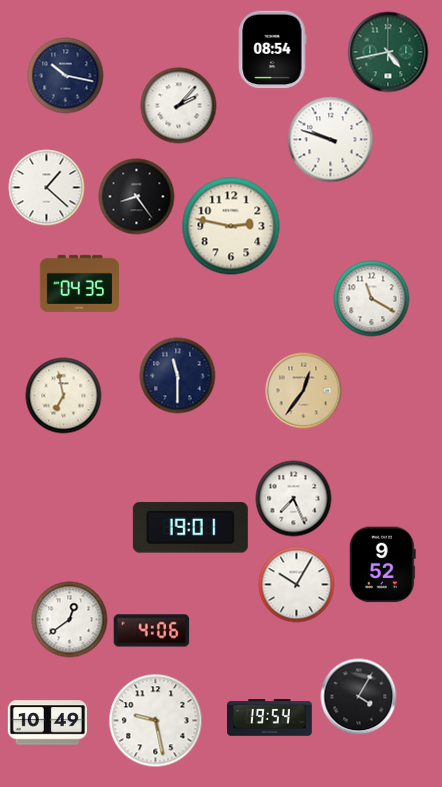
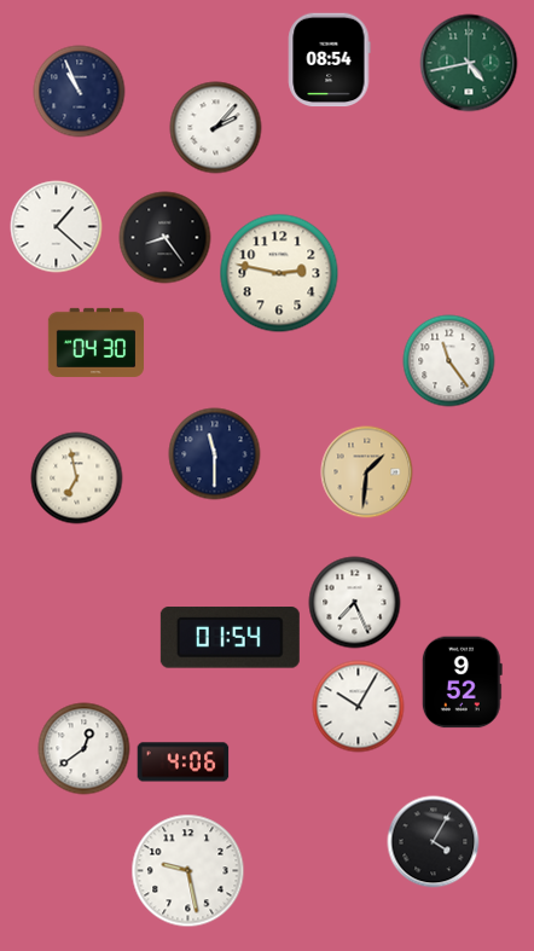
clock at (66, 76): 10:17 -> 10:56
clock at (331, 140): 9:48 -> none
clock at (79, 283): 04:35 -> 04:30
clock at (372, 299): 11:20 -> 11:24
clock at (304, 391): 12:36 -> 1:31
clock at (190, 528): 19:01 -> 01:54
clock at (270, 718): 19:54 -> none
clock at (47, 723): 10:49 -> none
